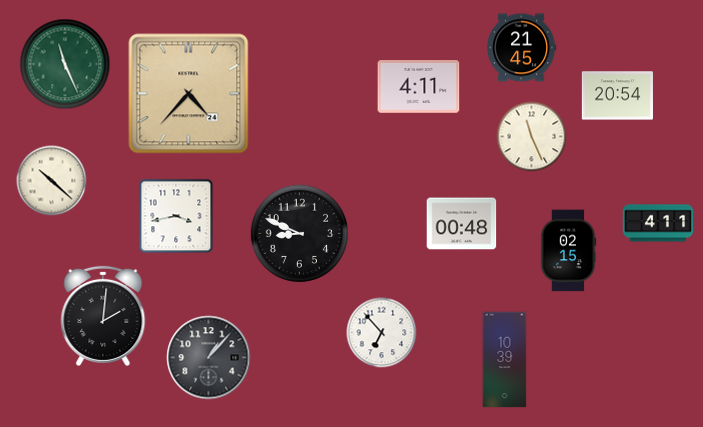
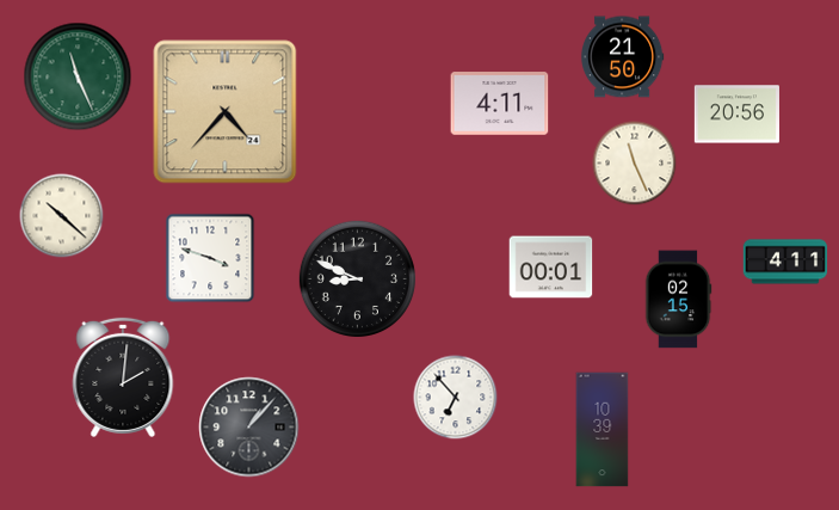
clock at (521, 48): 21:45 -> 21:50
clock at (617, 96): 20:54 -> 20:56
clock at (176, 216): 3:43 -> 3:48
clock at (658, 223) position: (658, 223) -> (785, 262)
clock at (462, 224): 00:48 -> 00:01
